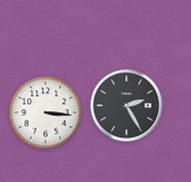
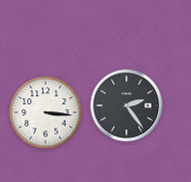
clock at (127, 106): 2:25 -> 2:24
